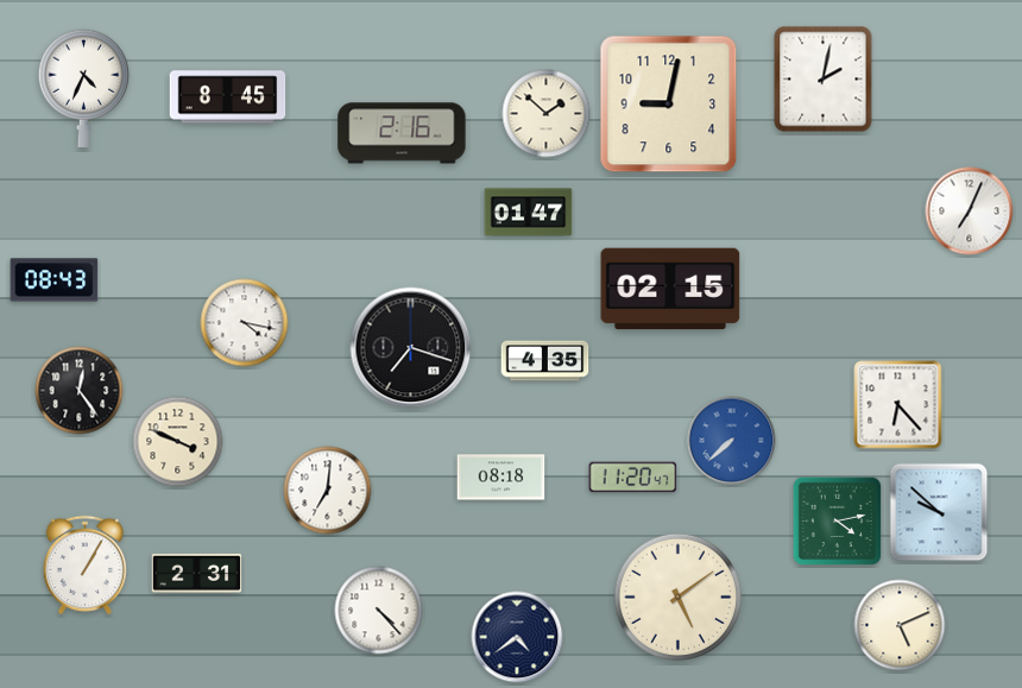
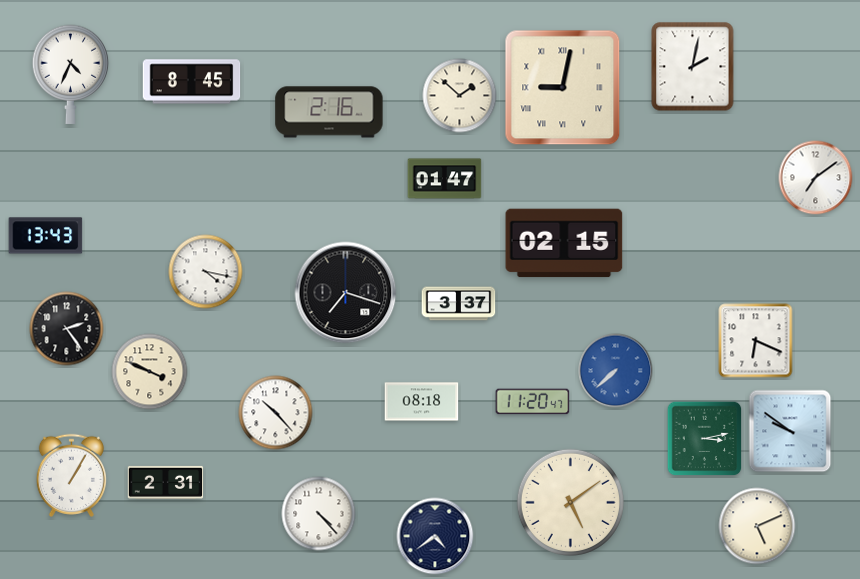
clock at (669, 105) numerals: Arabic -> Roman
clock at (402, 133) position: (402, 133) -> (329, 112)
clock at (970, 212): 7:04 -> 7:09
clock at (55, 280): 08:43 -> 13:43
clock at (545, 361): 4:35 -> 3:37
clock at (80, 391): 12:24 -> 2:24
clock at (898, 405): 6:23 -> 6:19
clock at (328, 491): 7:01 -> 10:23
clock at (939, 512): 9:52 -> 9:51
clock at (838, 522): 4:13 -> 3:13
